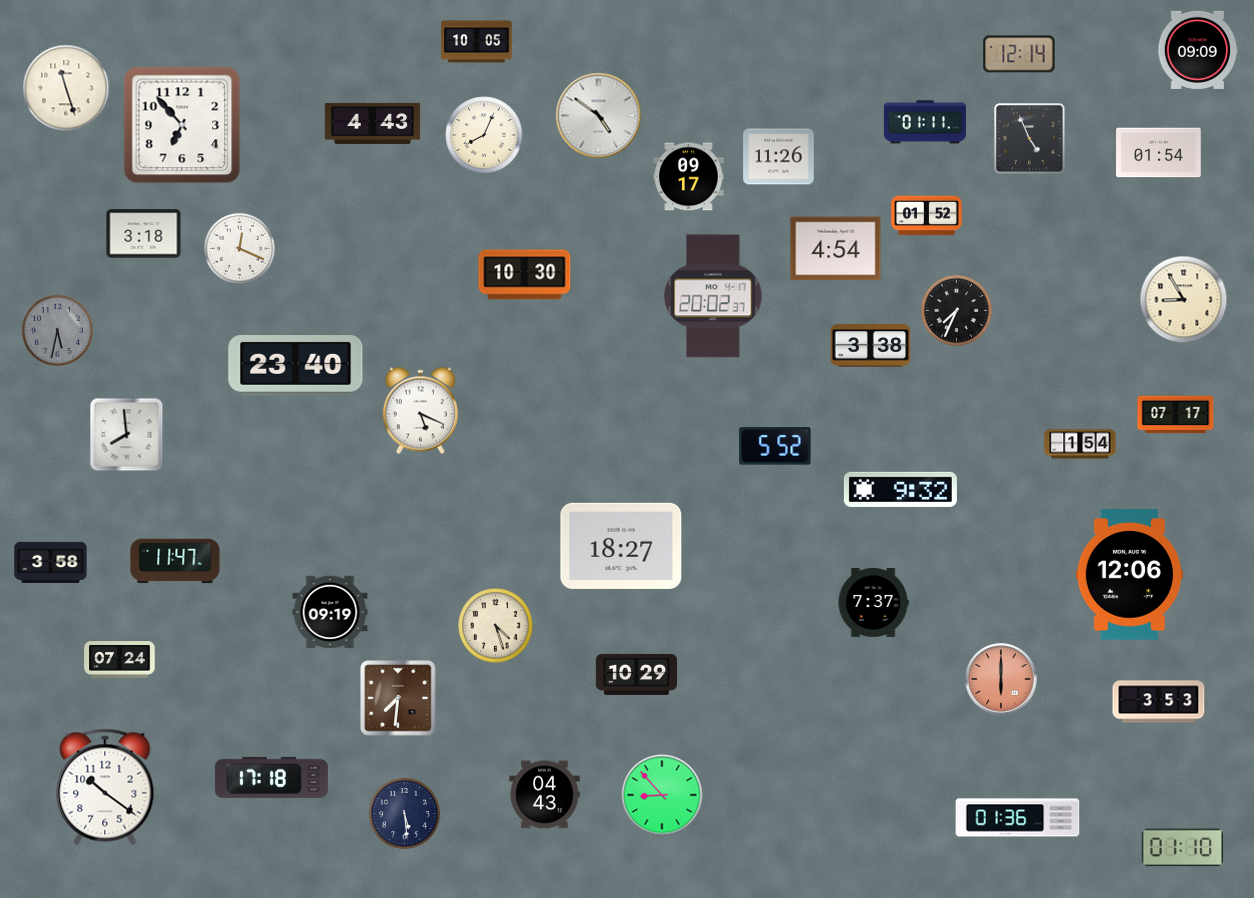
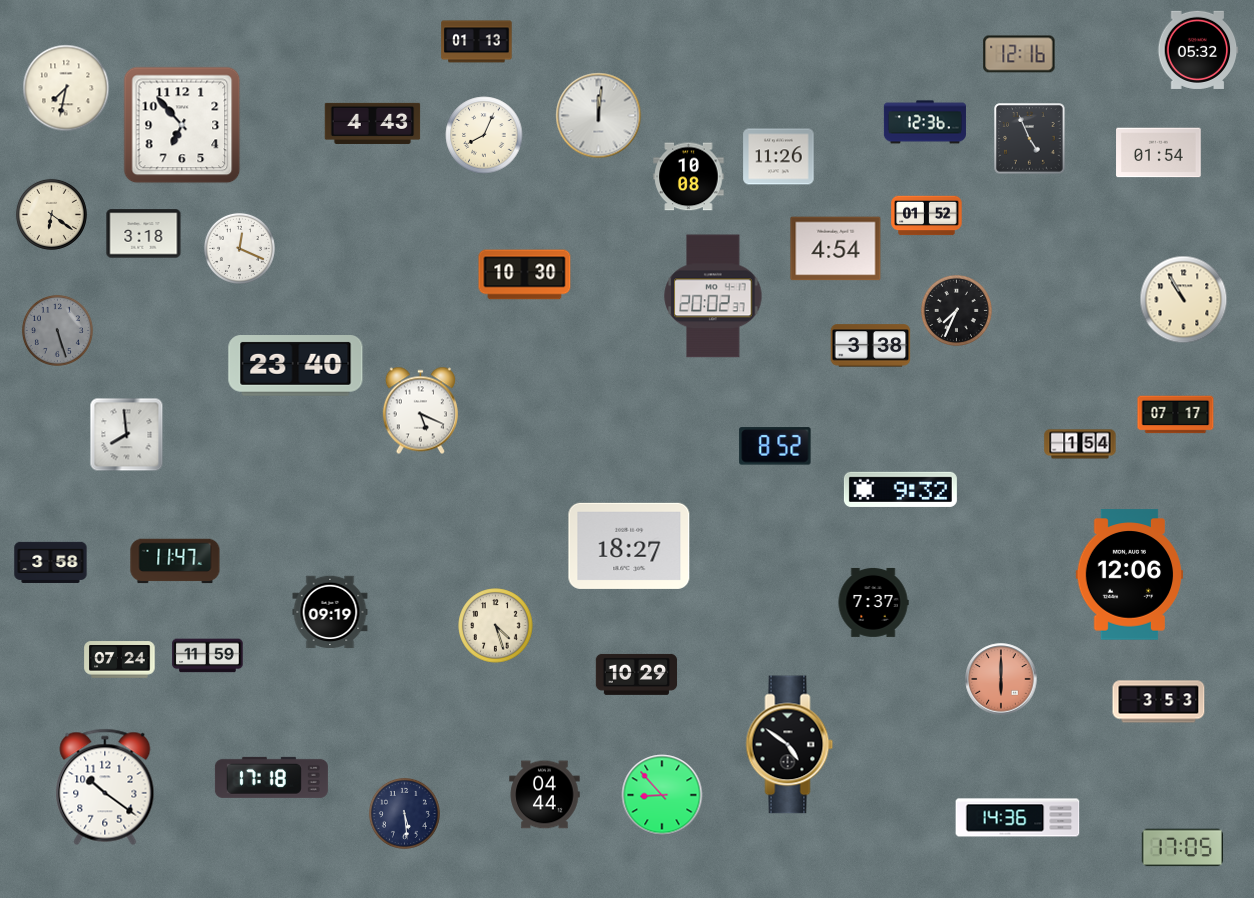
clock at (477, 42): 10:05 -> 01:13
clock at (1198, 50): 09:09 -> 05:32
clock at (1019, 54): 12:14 -> 12:16
clock at (66, 88): 11:27 -> 7:32
clock at (599, 116): 4:51 -> 12:01
clock at (925, 122): 01:11 -> 12:36
clock at (689, 177): 09:17 -> 10:08
clock at (51, 214): none -> 6:21
clock at (1184, 300): 8:55 -> 10:55
clock at (57, 330): 5:32 -> 5:27
clock at (775, 446): 5:52 -> 8:52
clock at (621, 546) position: (621, 546) -> (629, 546)
clock at (208, 656): none -> 11:59
clock at (398, 698): 7:31 -> none
clock at (790, 745): none -> 4:51
clock at (545, 795): 04:43 -> 04:44
clock at (1018, 818): 01:36 -> 14:36
clock at (1182, 848): 01:10 -> 17:05
